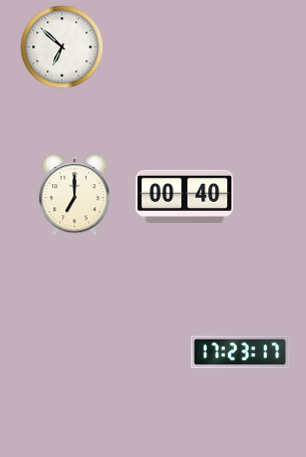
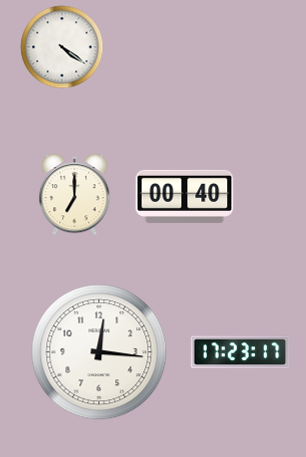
clock at (62, 47): 6:52 -> 4:21
clock at (99, 352): none -> 12:16
